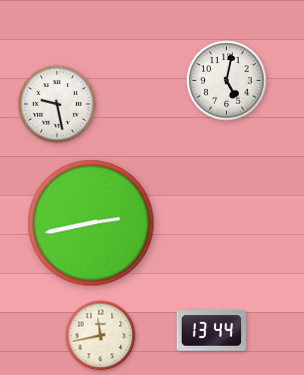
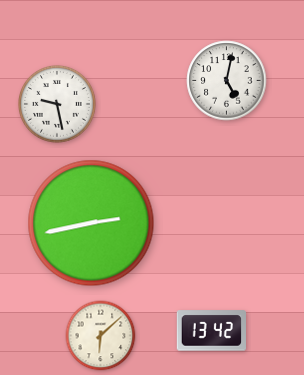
clock at (211, 331): 13:44 -> 13:42
clock at (101, 336): 11:43 -> 6:08
